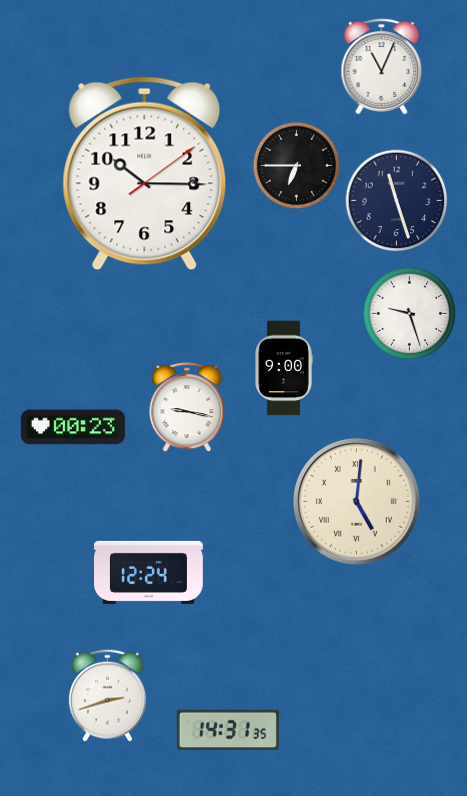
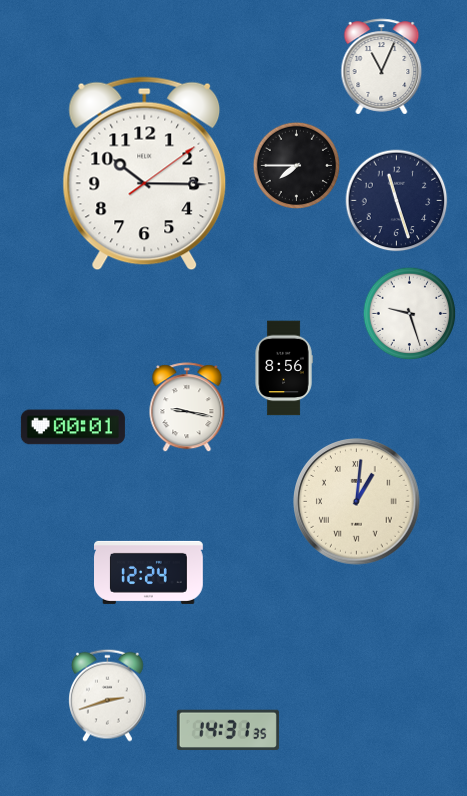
clock at (296, 165): 6:45 -> 7:45
clock at (284, 368): 9:00 -> 8:56
clock at (73, 427): 00:23 -> 00:01
clock at (357, 502): 5:01 -> 1:01
